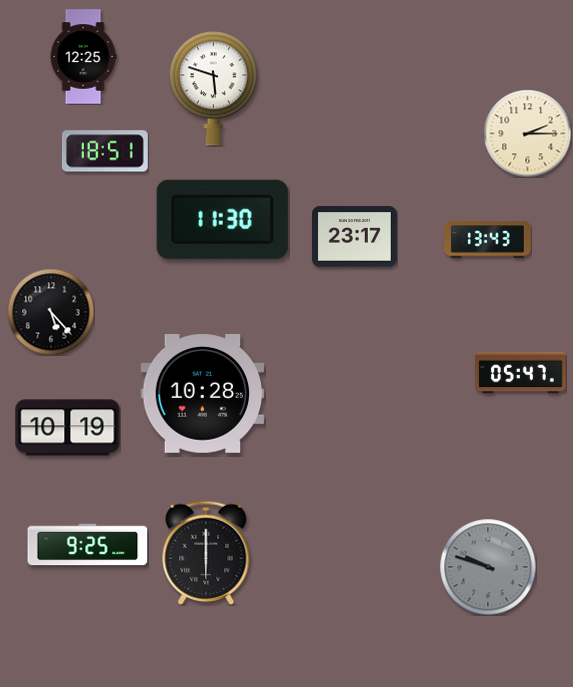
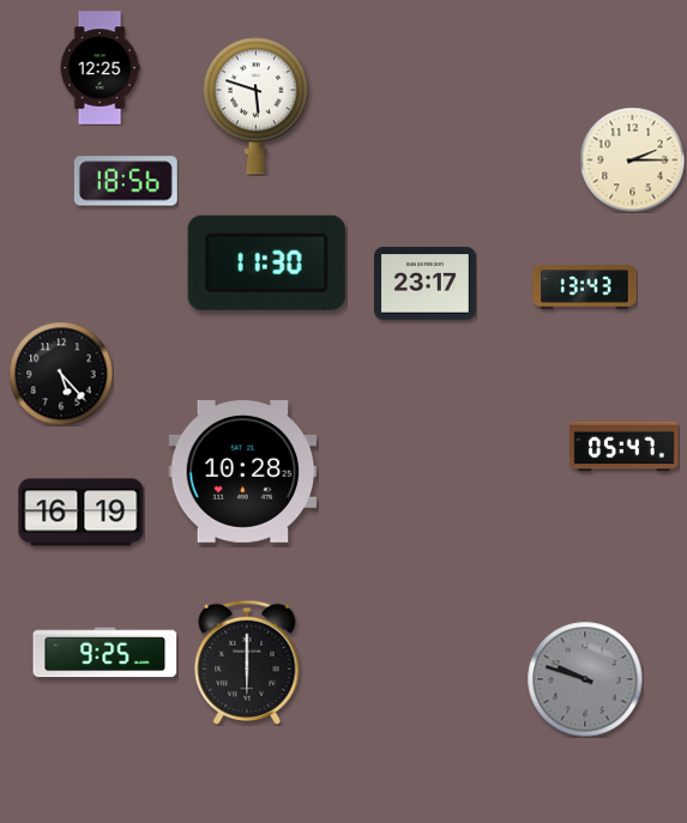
clock at (105, 151): 18:51 -> 18:56
clock at (68, 428): 10:19 -> 16:19
